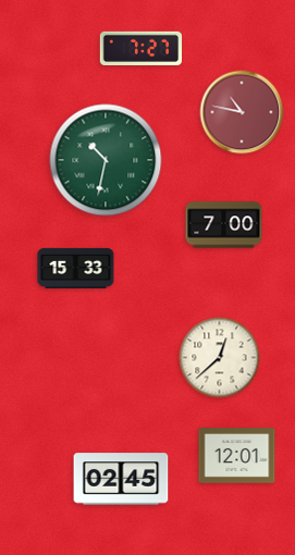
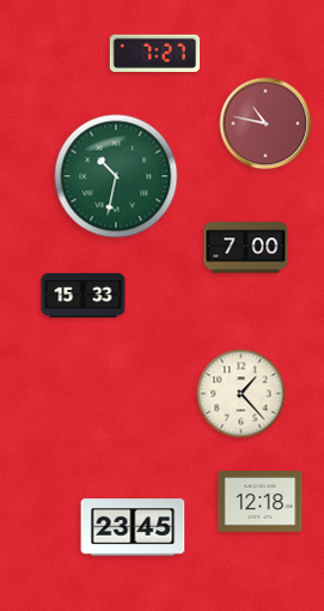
clock at (220, 358): 12:38 -> 1:23
clock at (237, 456): 12:01 -> 12:18
clock at (121, 479): 02:45 -> 23:45
